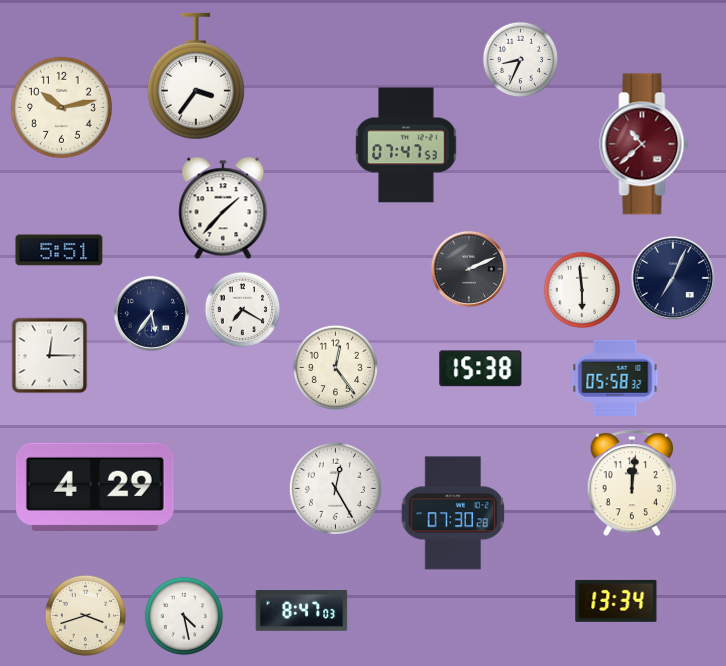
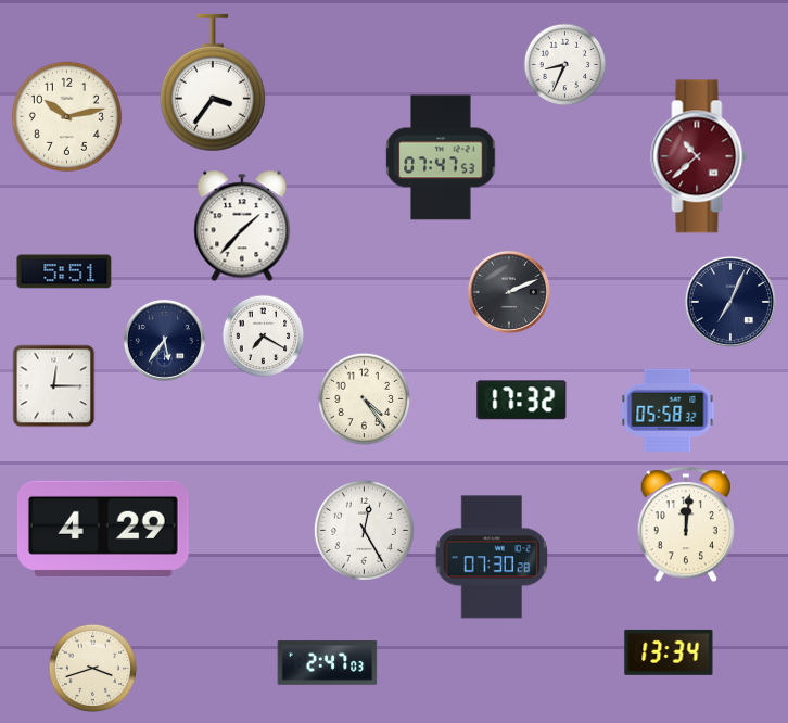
clock at (582, 290): 5:59 -> none
clock at (336, 368): 12:24 -> 4:24
clock at (481, 369): 15:38 -> 17:32
clock at (302, 611): 8:47 -> 2:47
clock at (184, 616): 4:28 -> none
